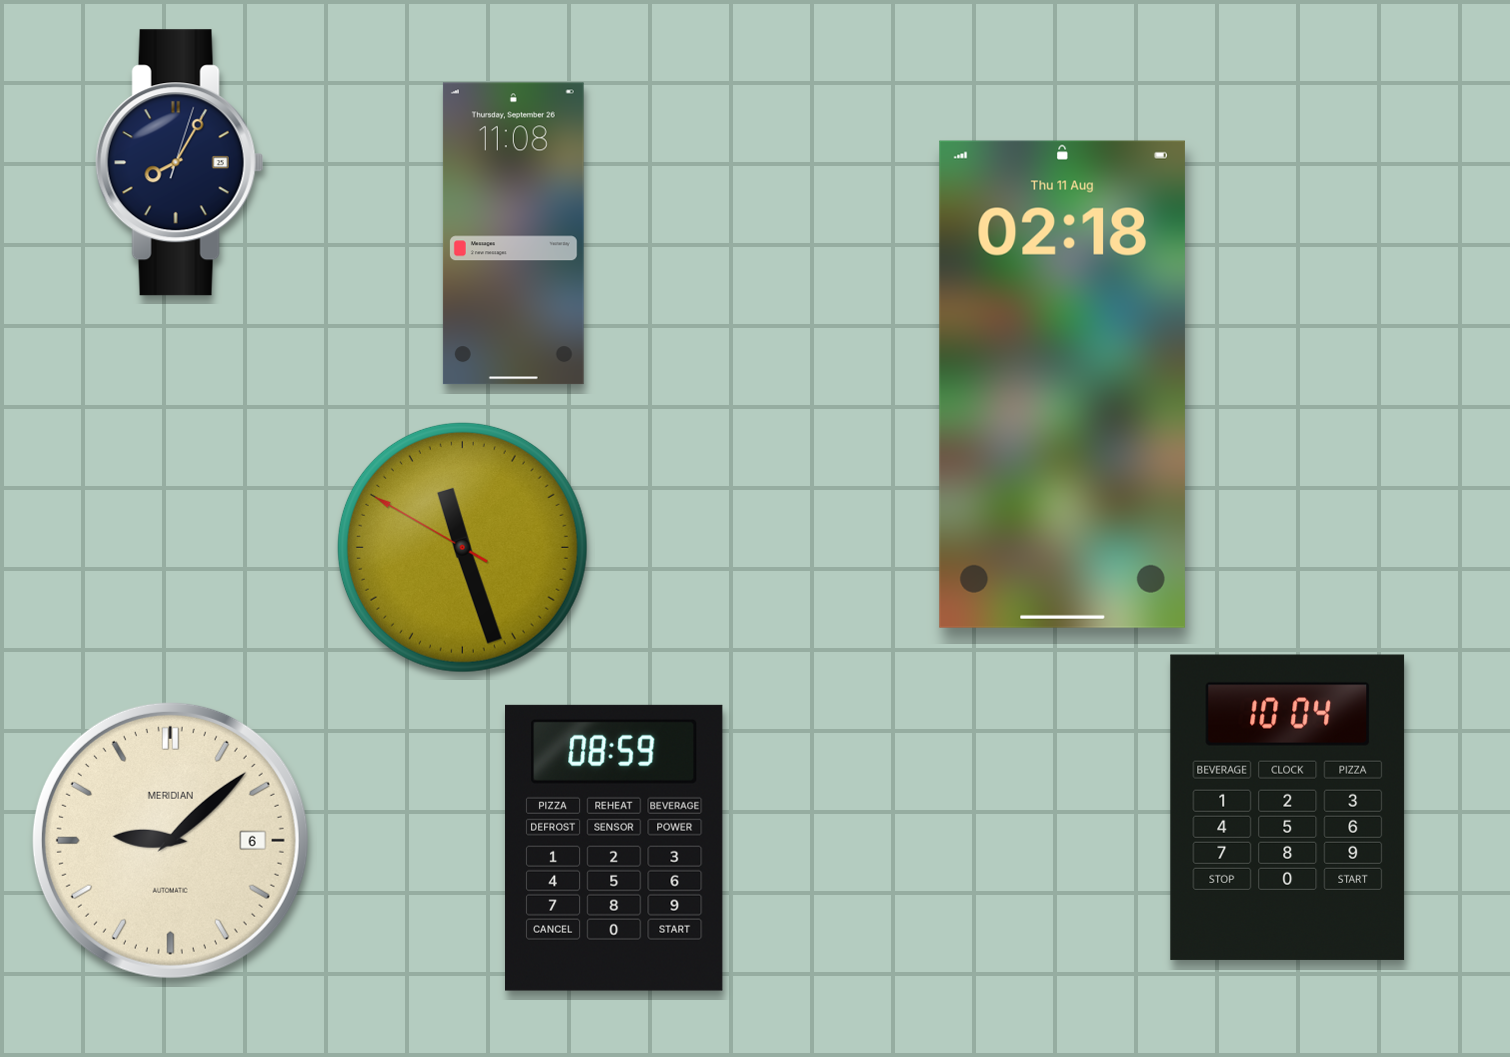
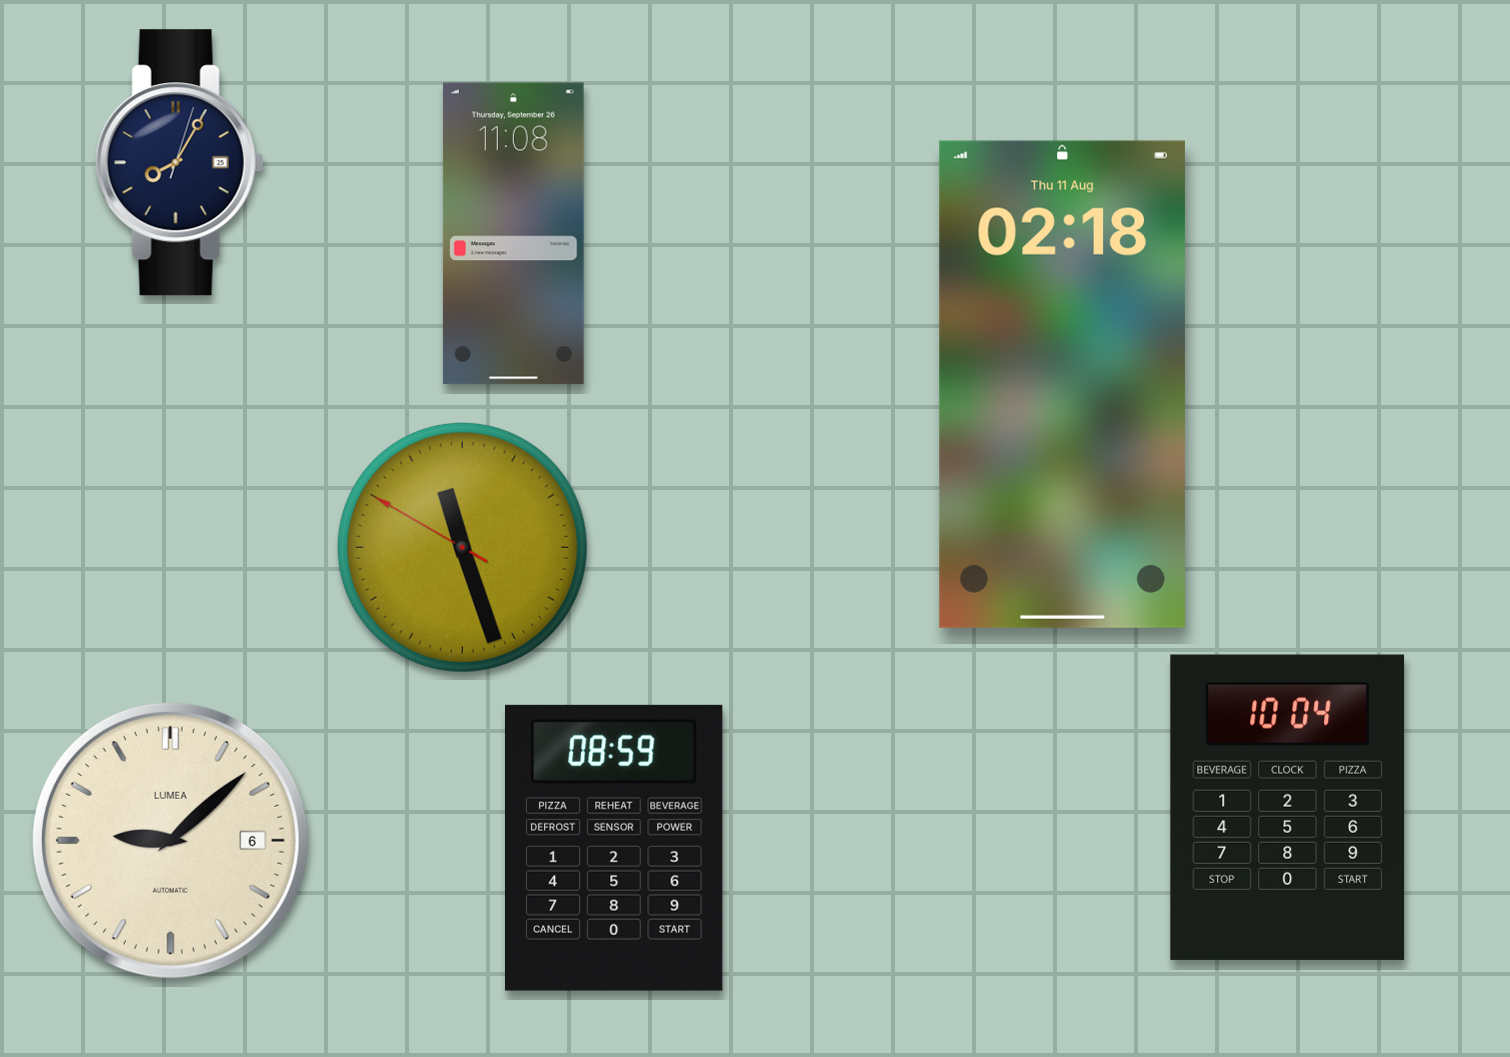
clock at (170, 840) brand: MERIDIAN -> LUMEA
